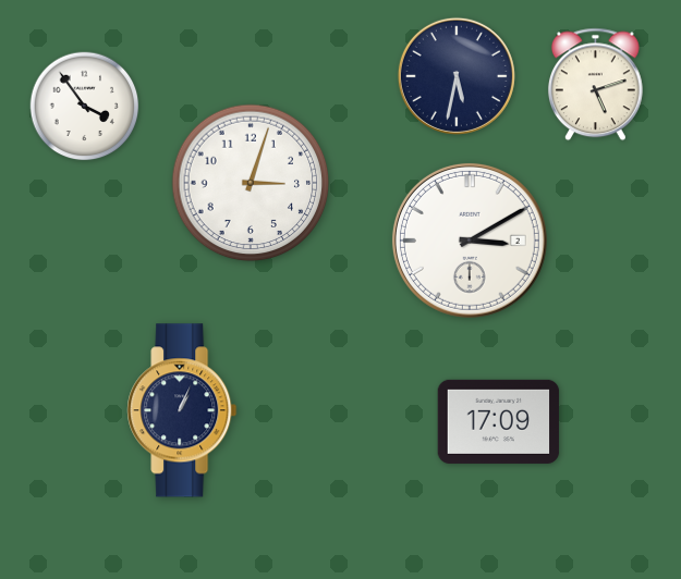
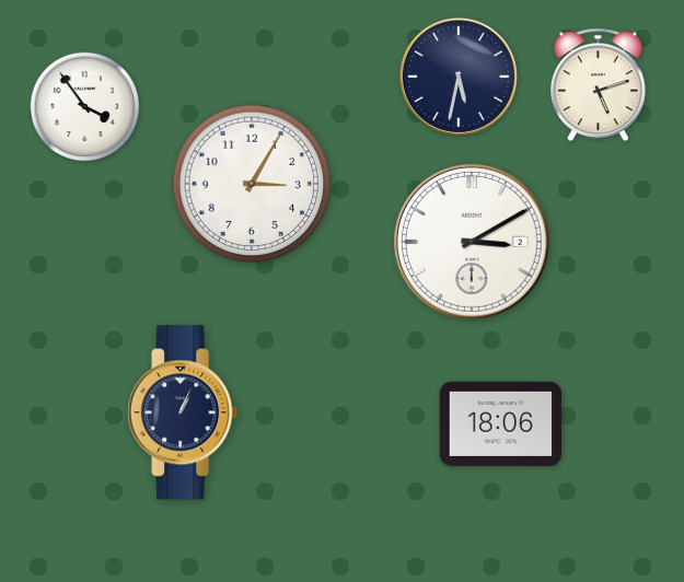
clock at (251, 183): 3:03 -> 3:05
clock at (499, 421): 17:09 -> 18:06
